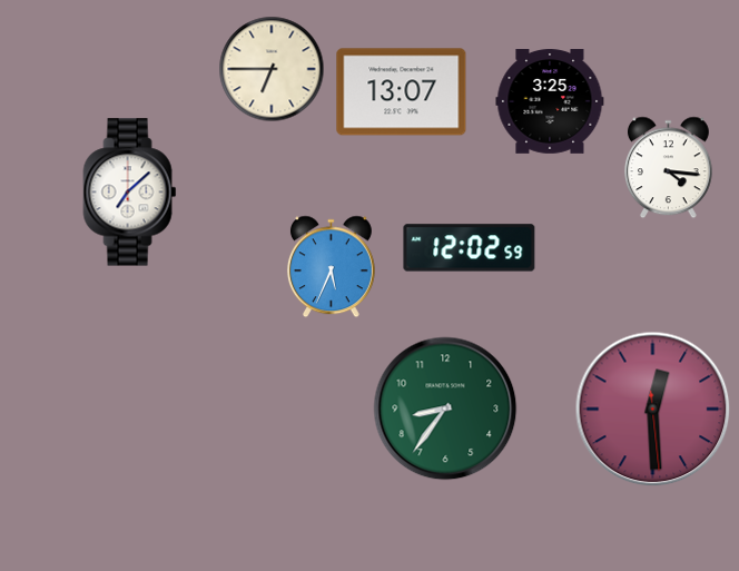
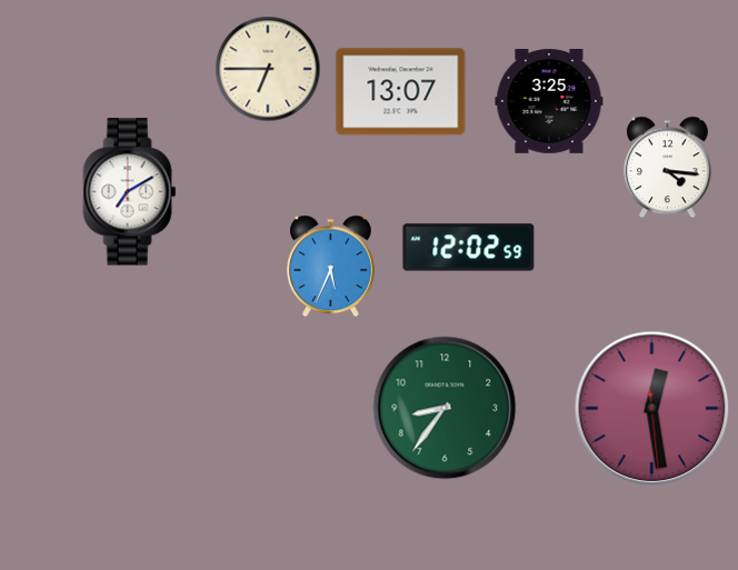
clock at (272, 69) position: (272, 69) -> (268, 69)
clock at (130, 193): 7:08 -> 7:10
clock at (653, 410): 12:29 -> 12:28
